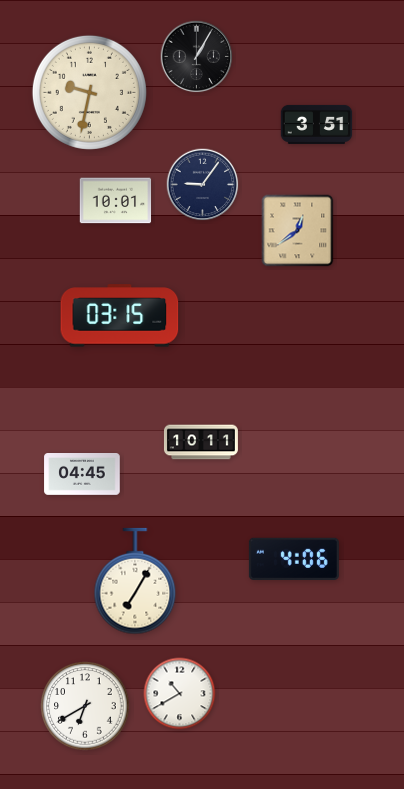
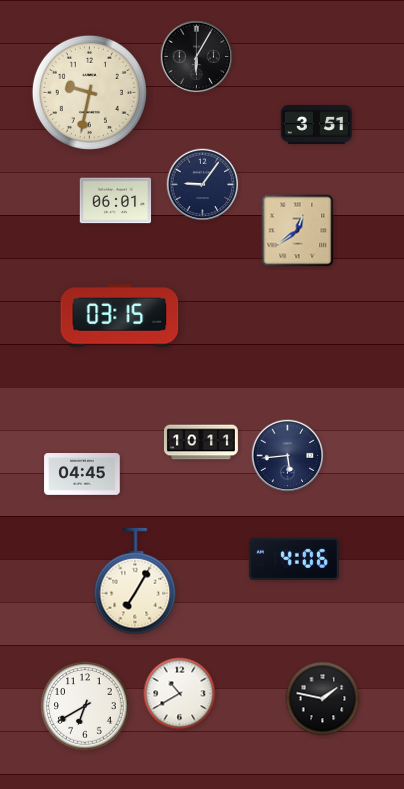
clock at (197, 57): 1:05 -> 6:05
clock at (116, 201): 10:01 -> 06:01
clock at (288, 456): none -> 5:44
clock at (323, 699): none -> 1:47
